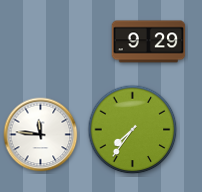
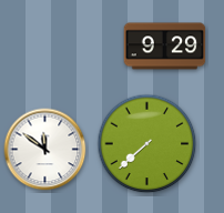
clock at (133, 130): 7:36 -> 7:38
clock at (41, 135): 11:46 -> 11:51
